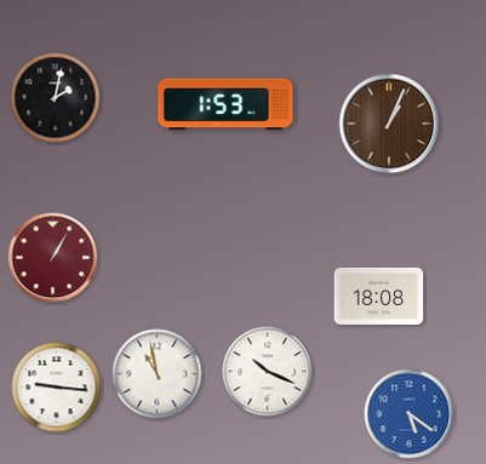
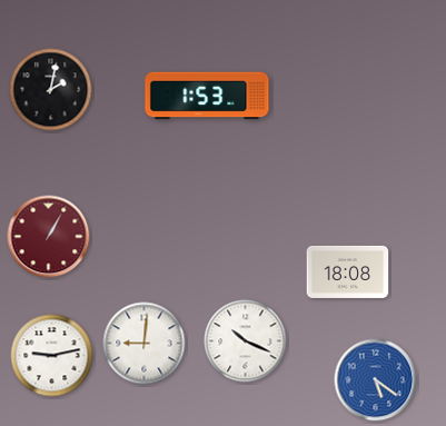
clock at (389, 124): 1:04 -> none
clock at (158, 374): 10:58 -> 9:01
clock at (57, 388): 9:16 -> 9:13
